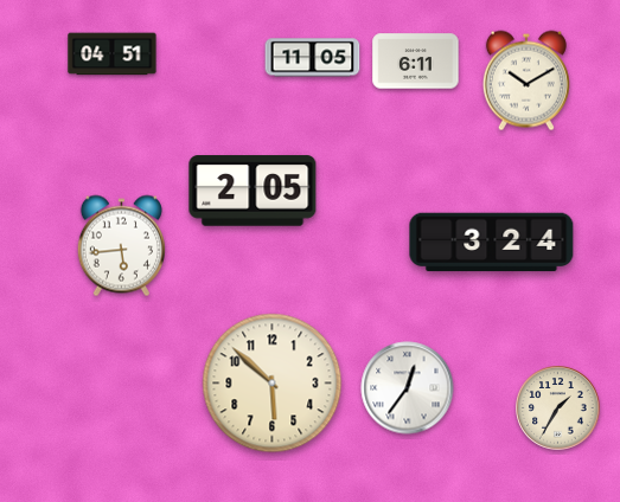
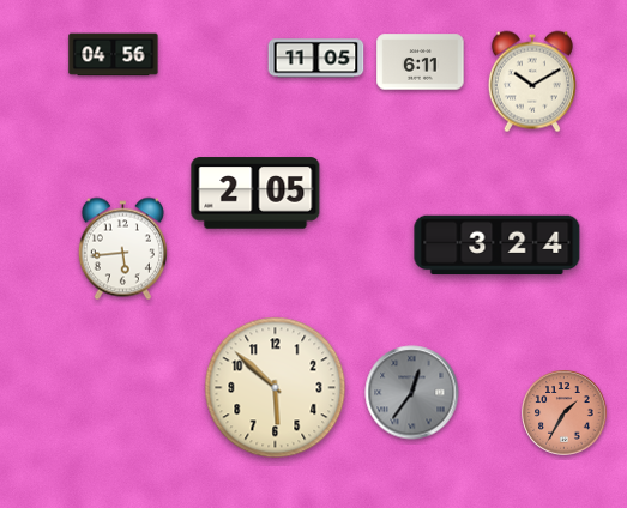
clock at (113, 54): 04:51 -> 04:56
clock at (408, 388) dial: white -> grey
clock at (558, 408) dial: cream -> salmon
